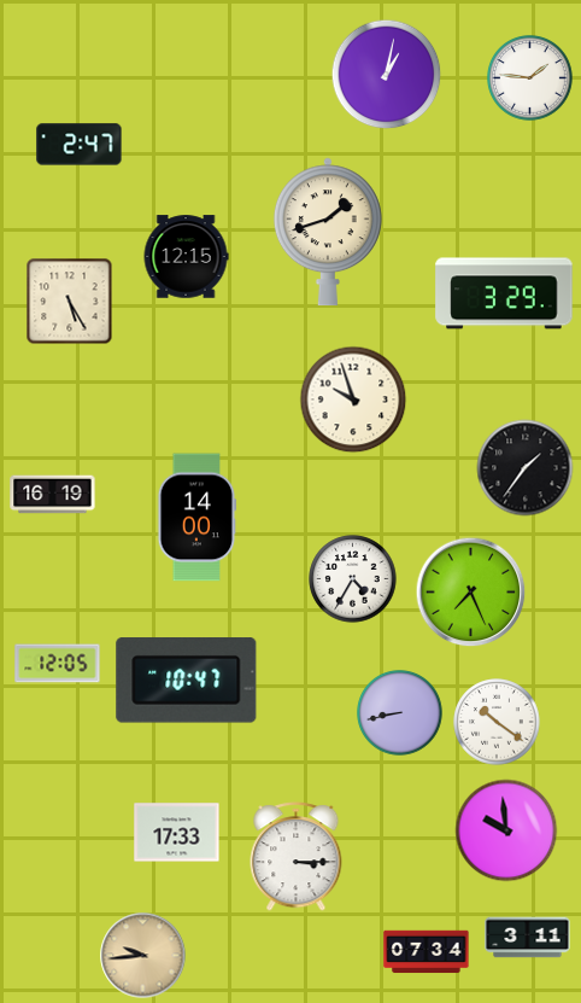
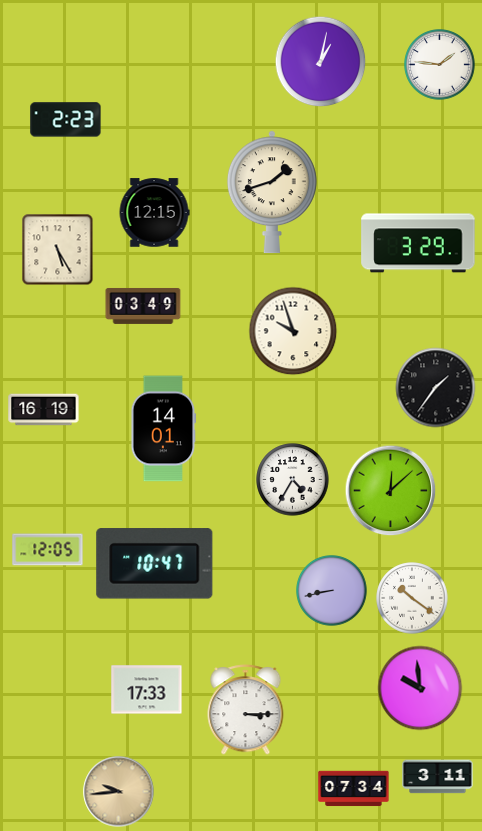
clock at (80, 145): 2:47 -> 2:23
clock at (143, 306): none -> 03:49
clock at (198, 518): 14:00 -> 14:01
clock at (471, 593): 7:26 -> 12:08
